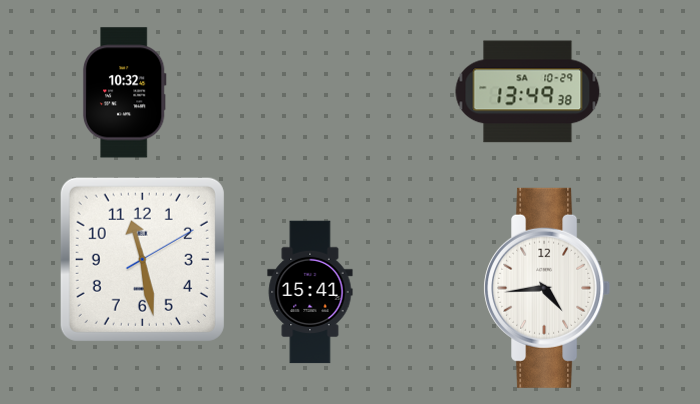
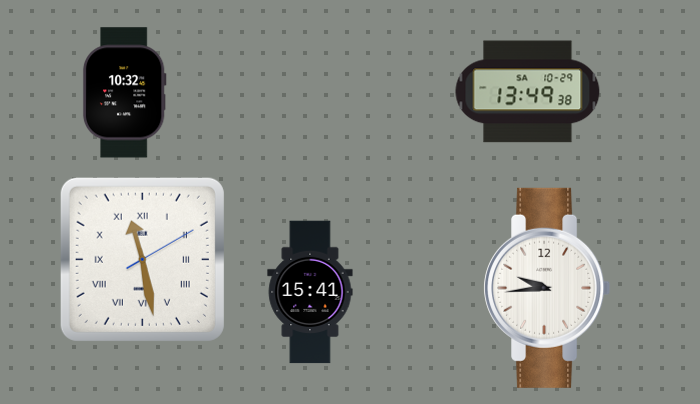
clock at (142, 259) numerals: Arabic -> Roman
clock at (547, 288): 4:44 -> 9:44
